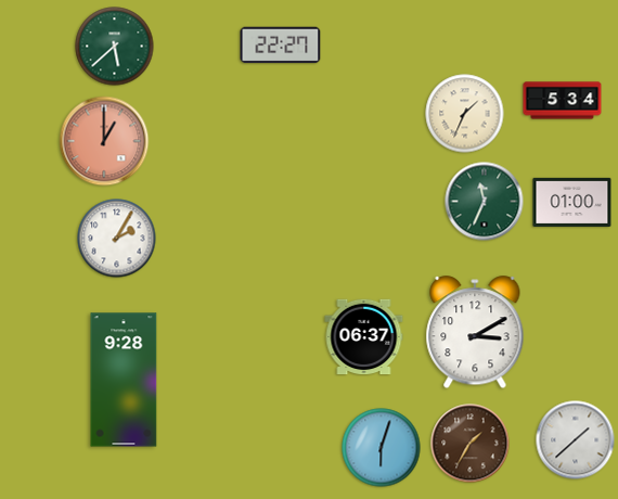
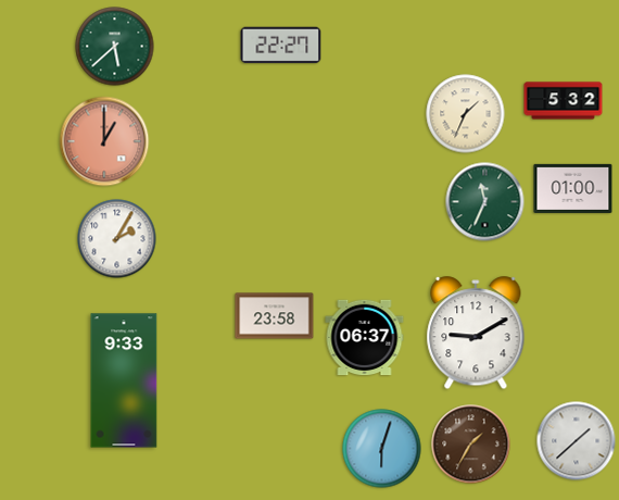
clock at (563, 101): 5:34 -> 5:32
clock at (572, 202) position: (572, 202) -> (573, 188)
clock at (275, 316): none -> 23:58
clock at (475, 333): 3:10 -> 9:10
clock at (124, 380): 9:28 -> 9:33
